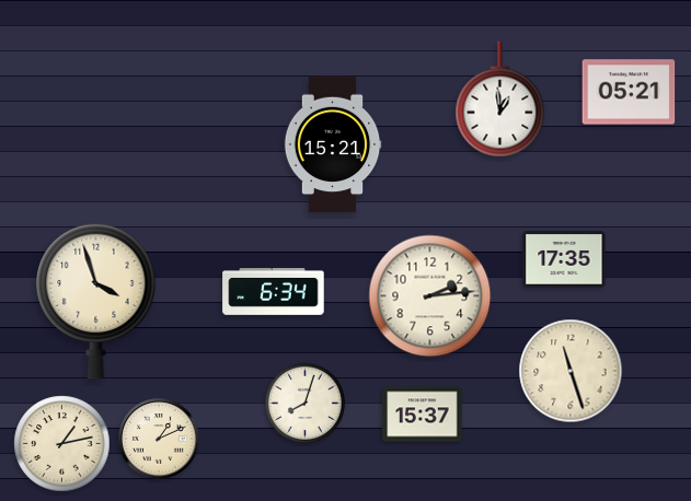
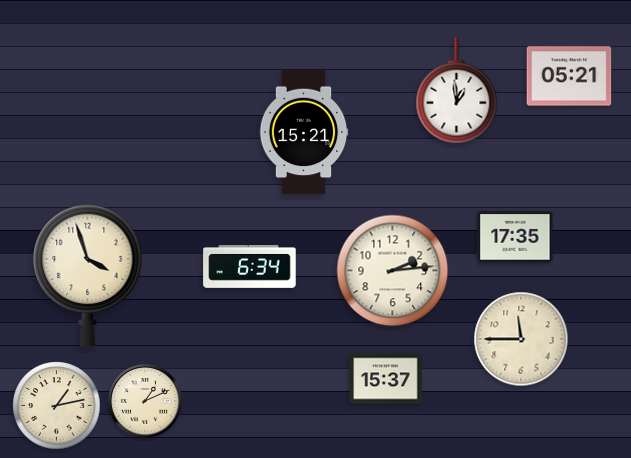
clock at (629, 92) position: (629, 92) -> (569, 76)
clock at (571, 371): 11:27 -> 11:45
clock at (304, 403): 8:03 -> none
